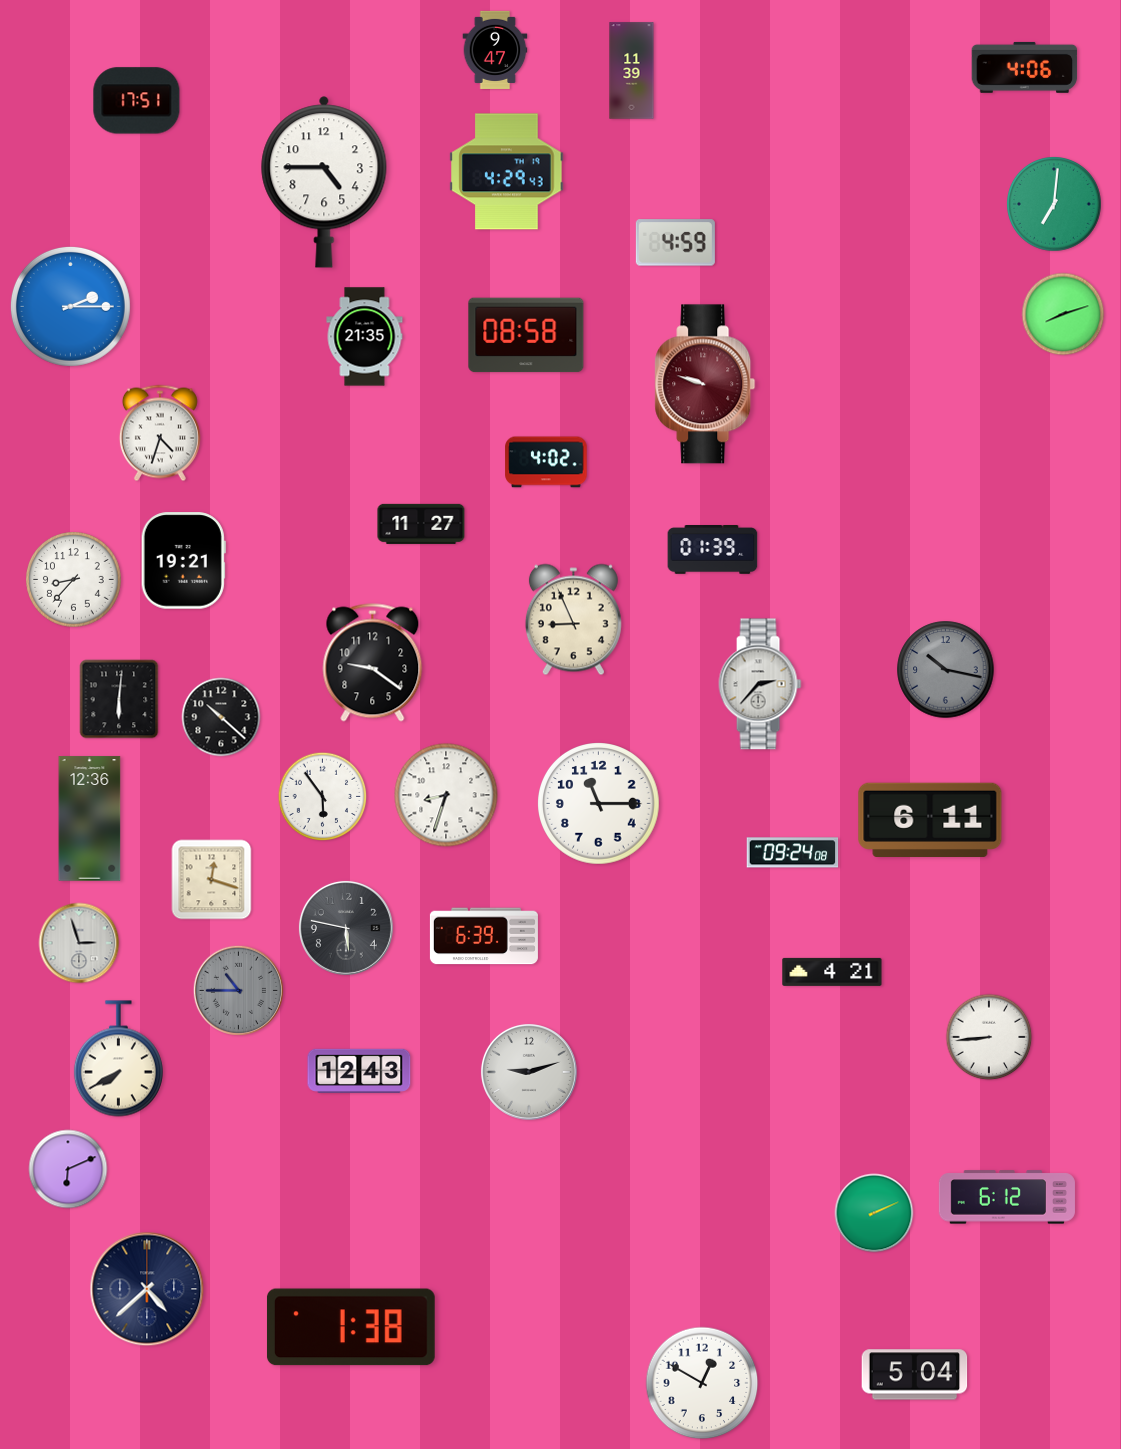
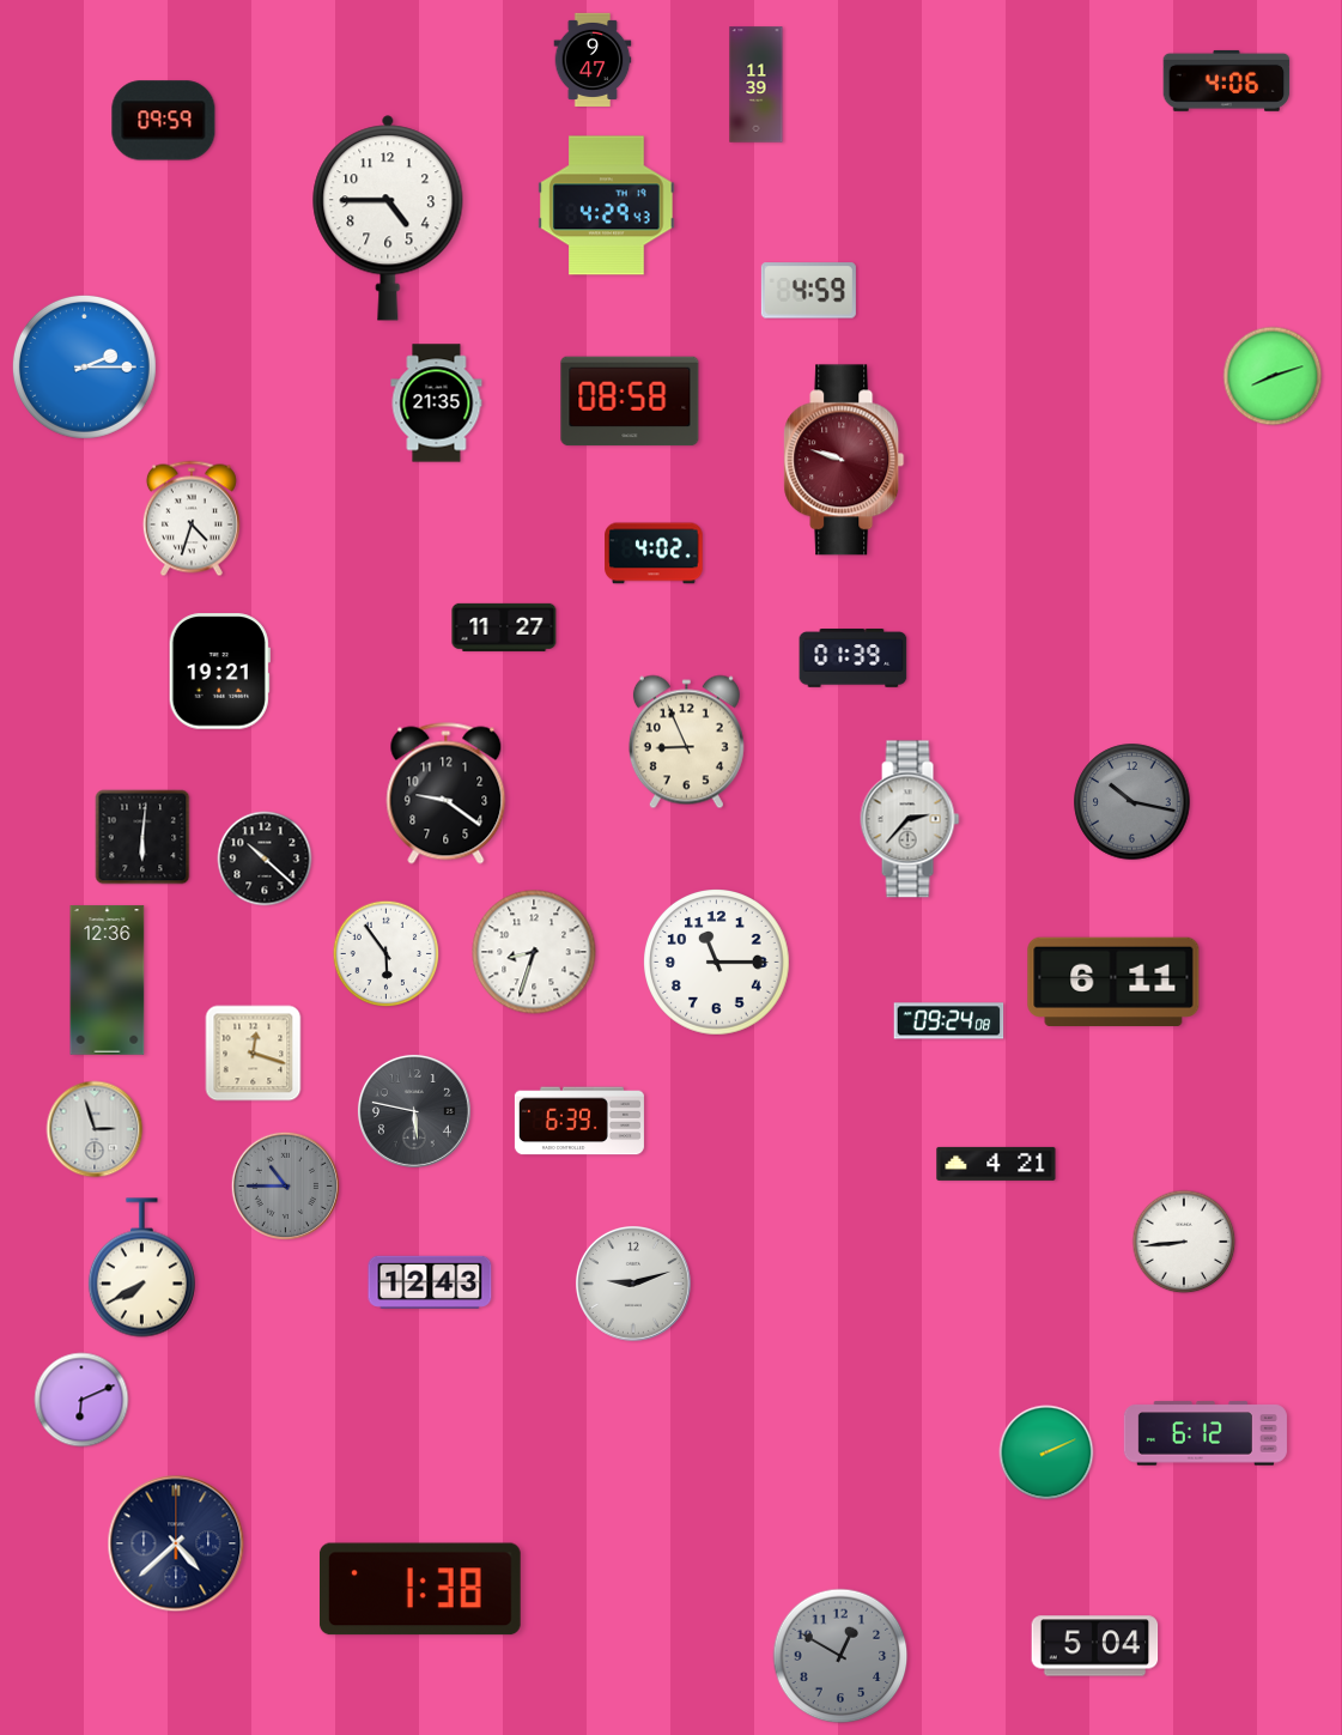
clock at (137, 101): 17:51 -> 09:59
clock at (1055, 205): 7:01 -> none
clock at (74, 580): 8:37 -> none
clock at (702, 1383) dial: white -> grey
